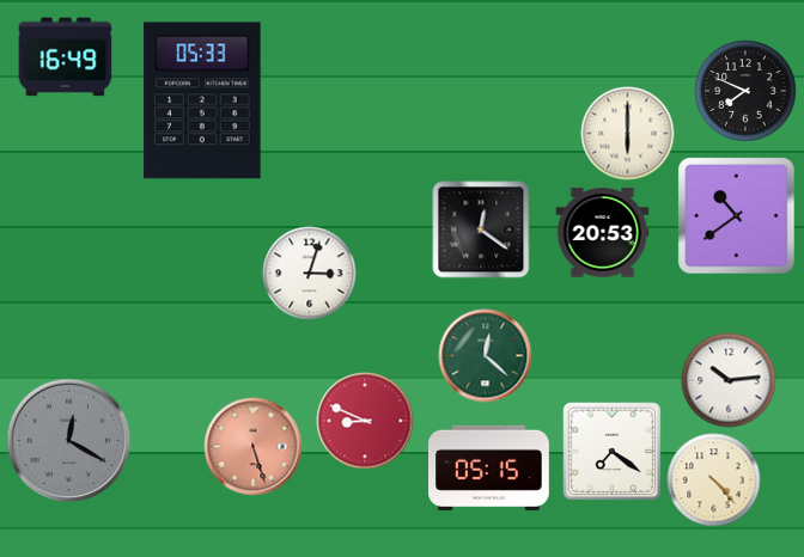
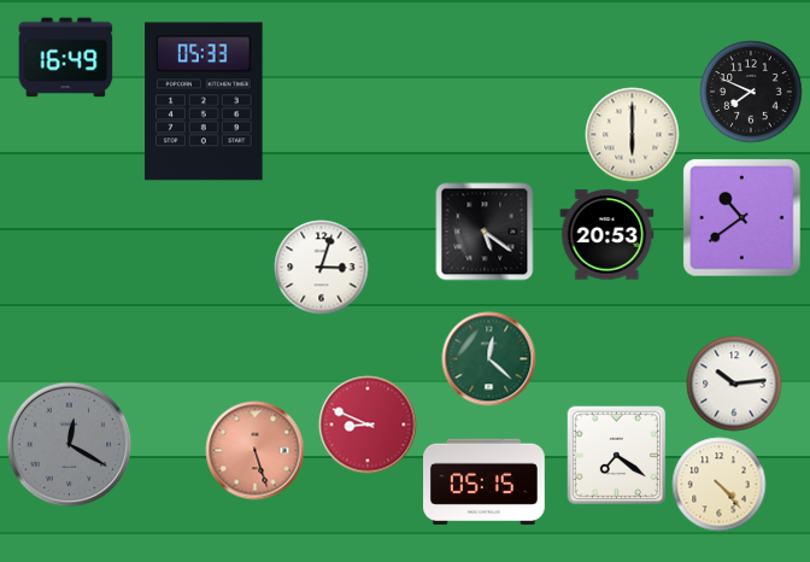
clock at (481, 229): 12:21 -> 5:21
clock at (309, 273) position: (309, 273) -> (321, 267)
clock at (489, 467) position: (489, 467) -> (485, 481)
